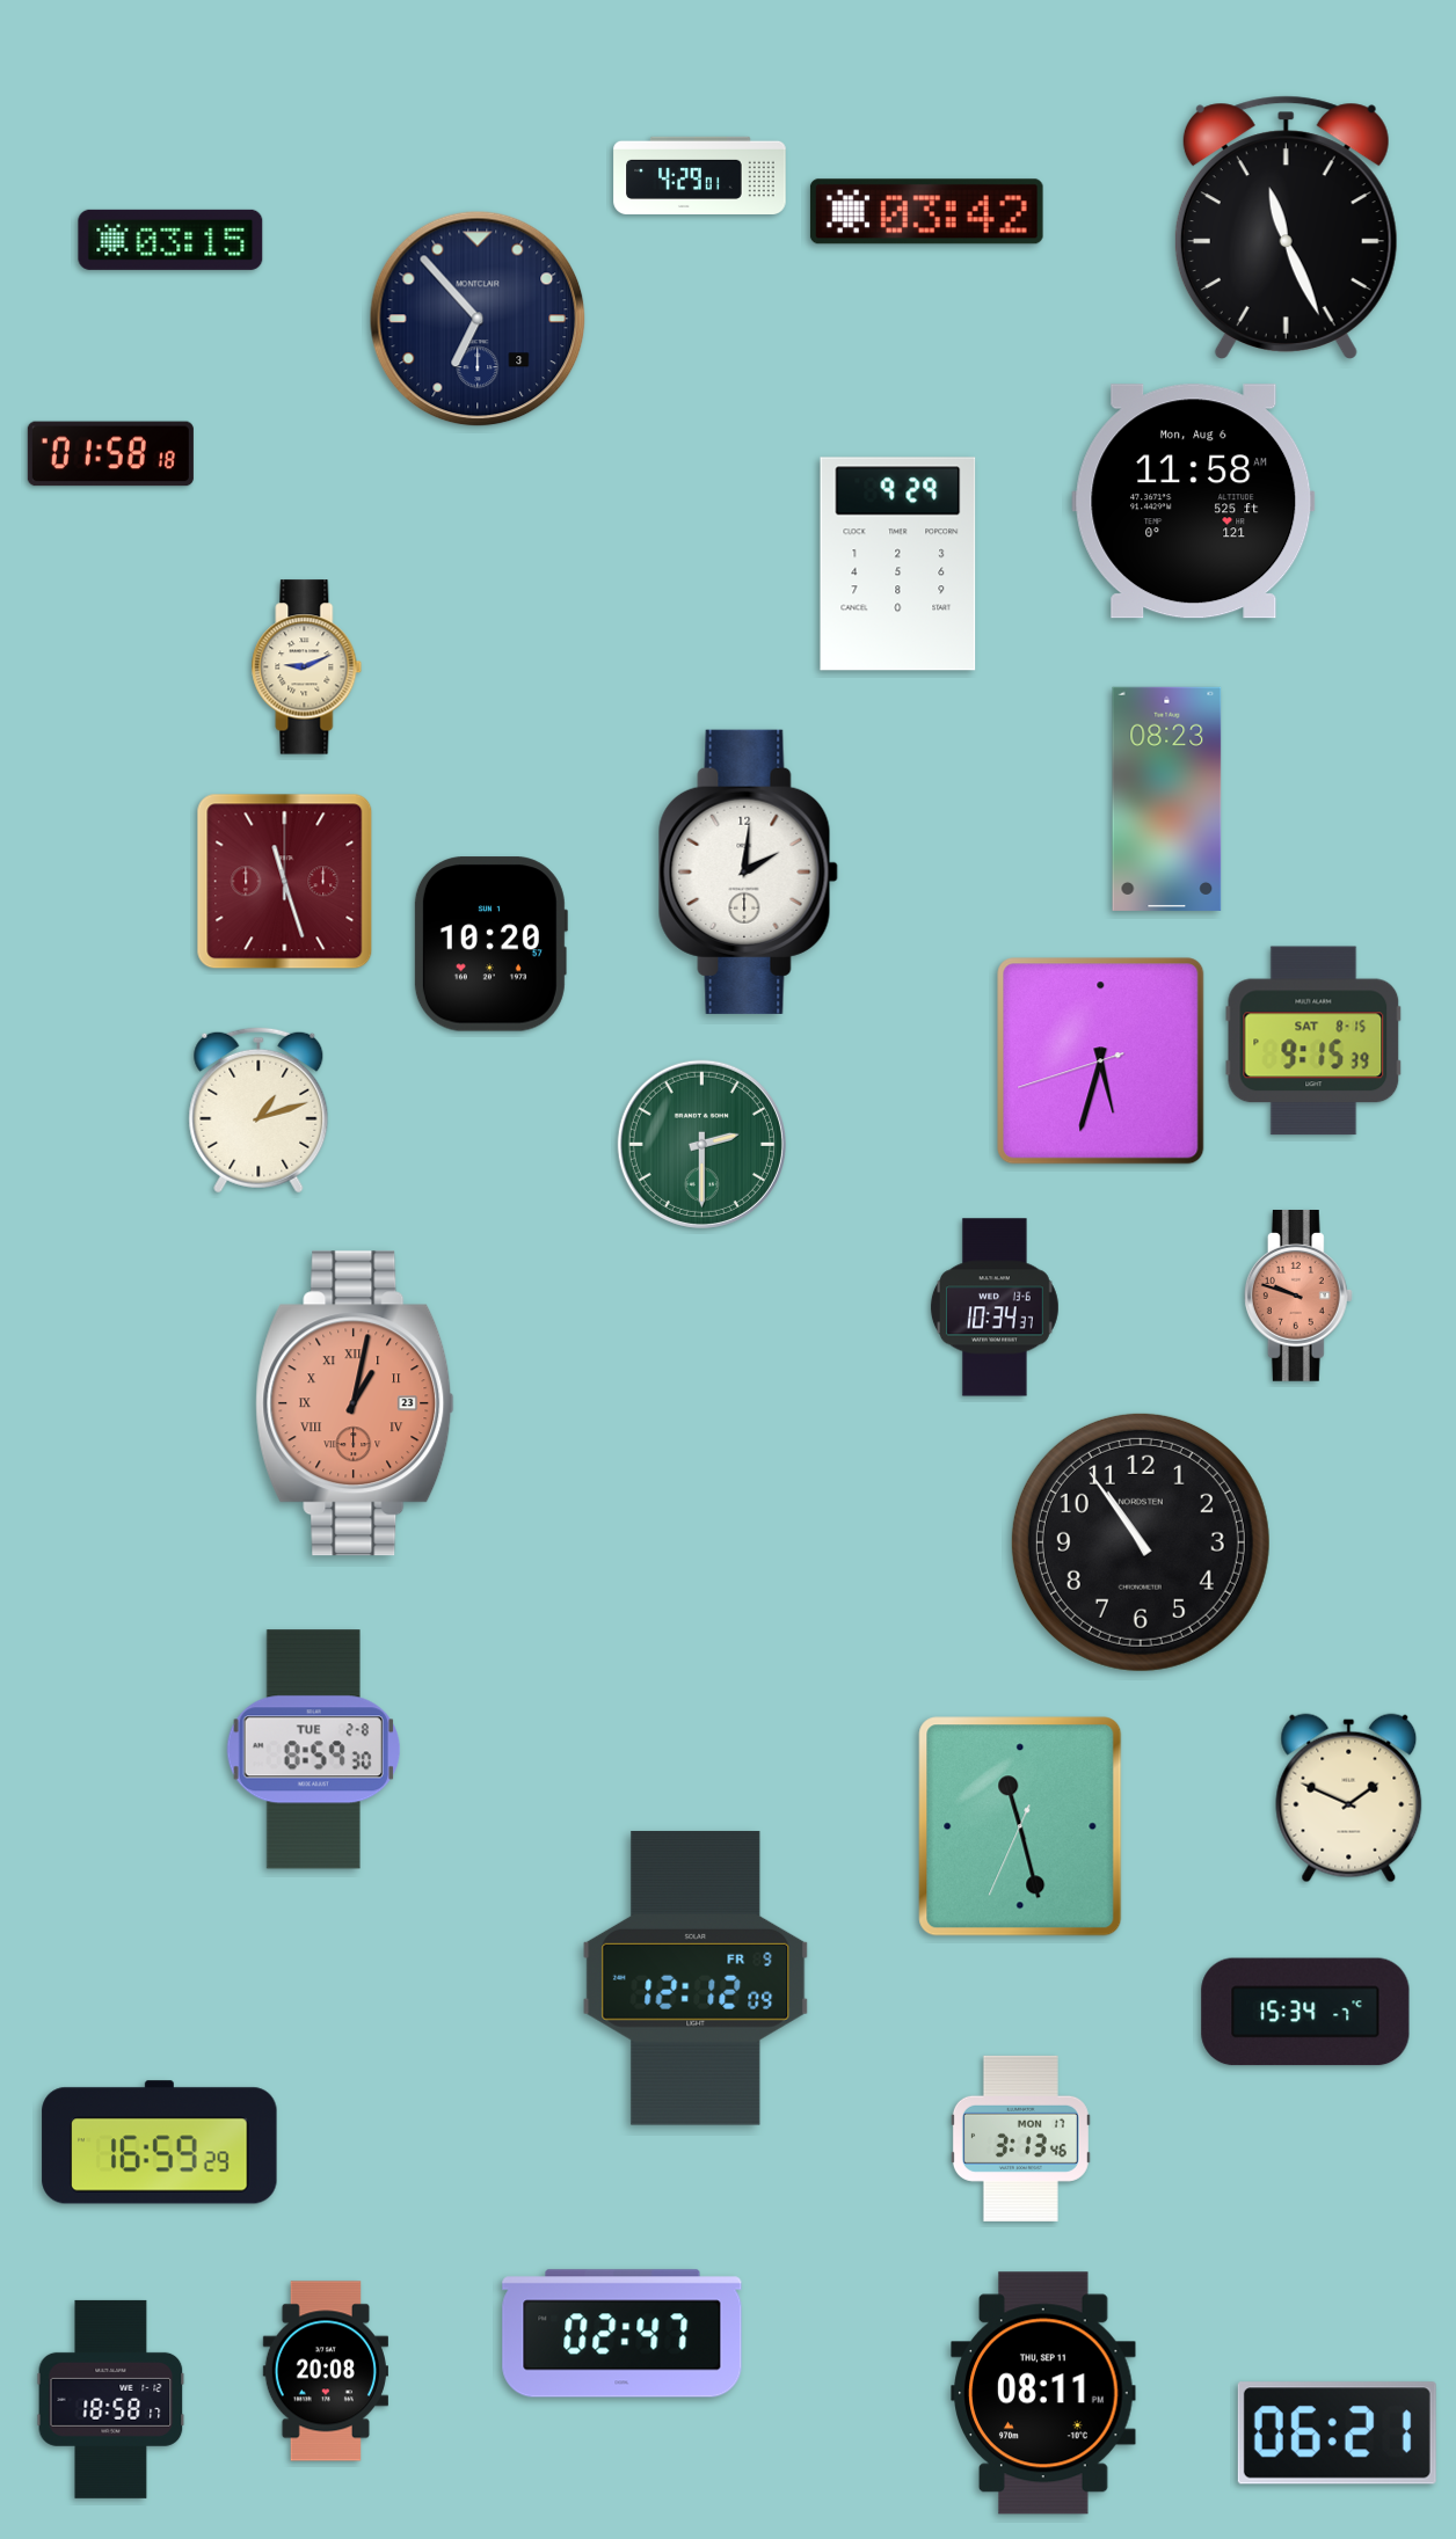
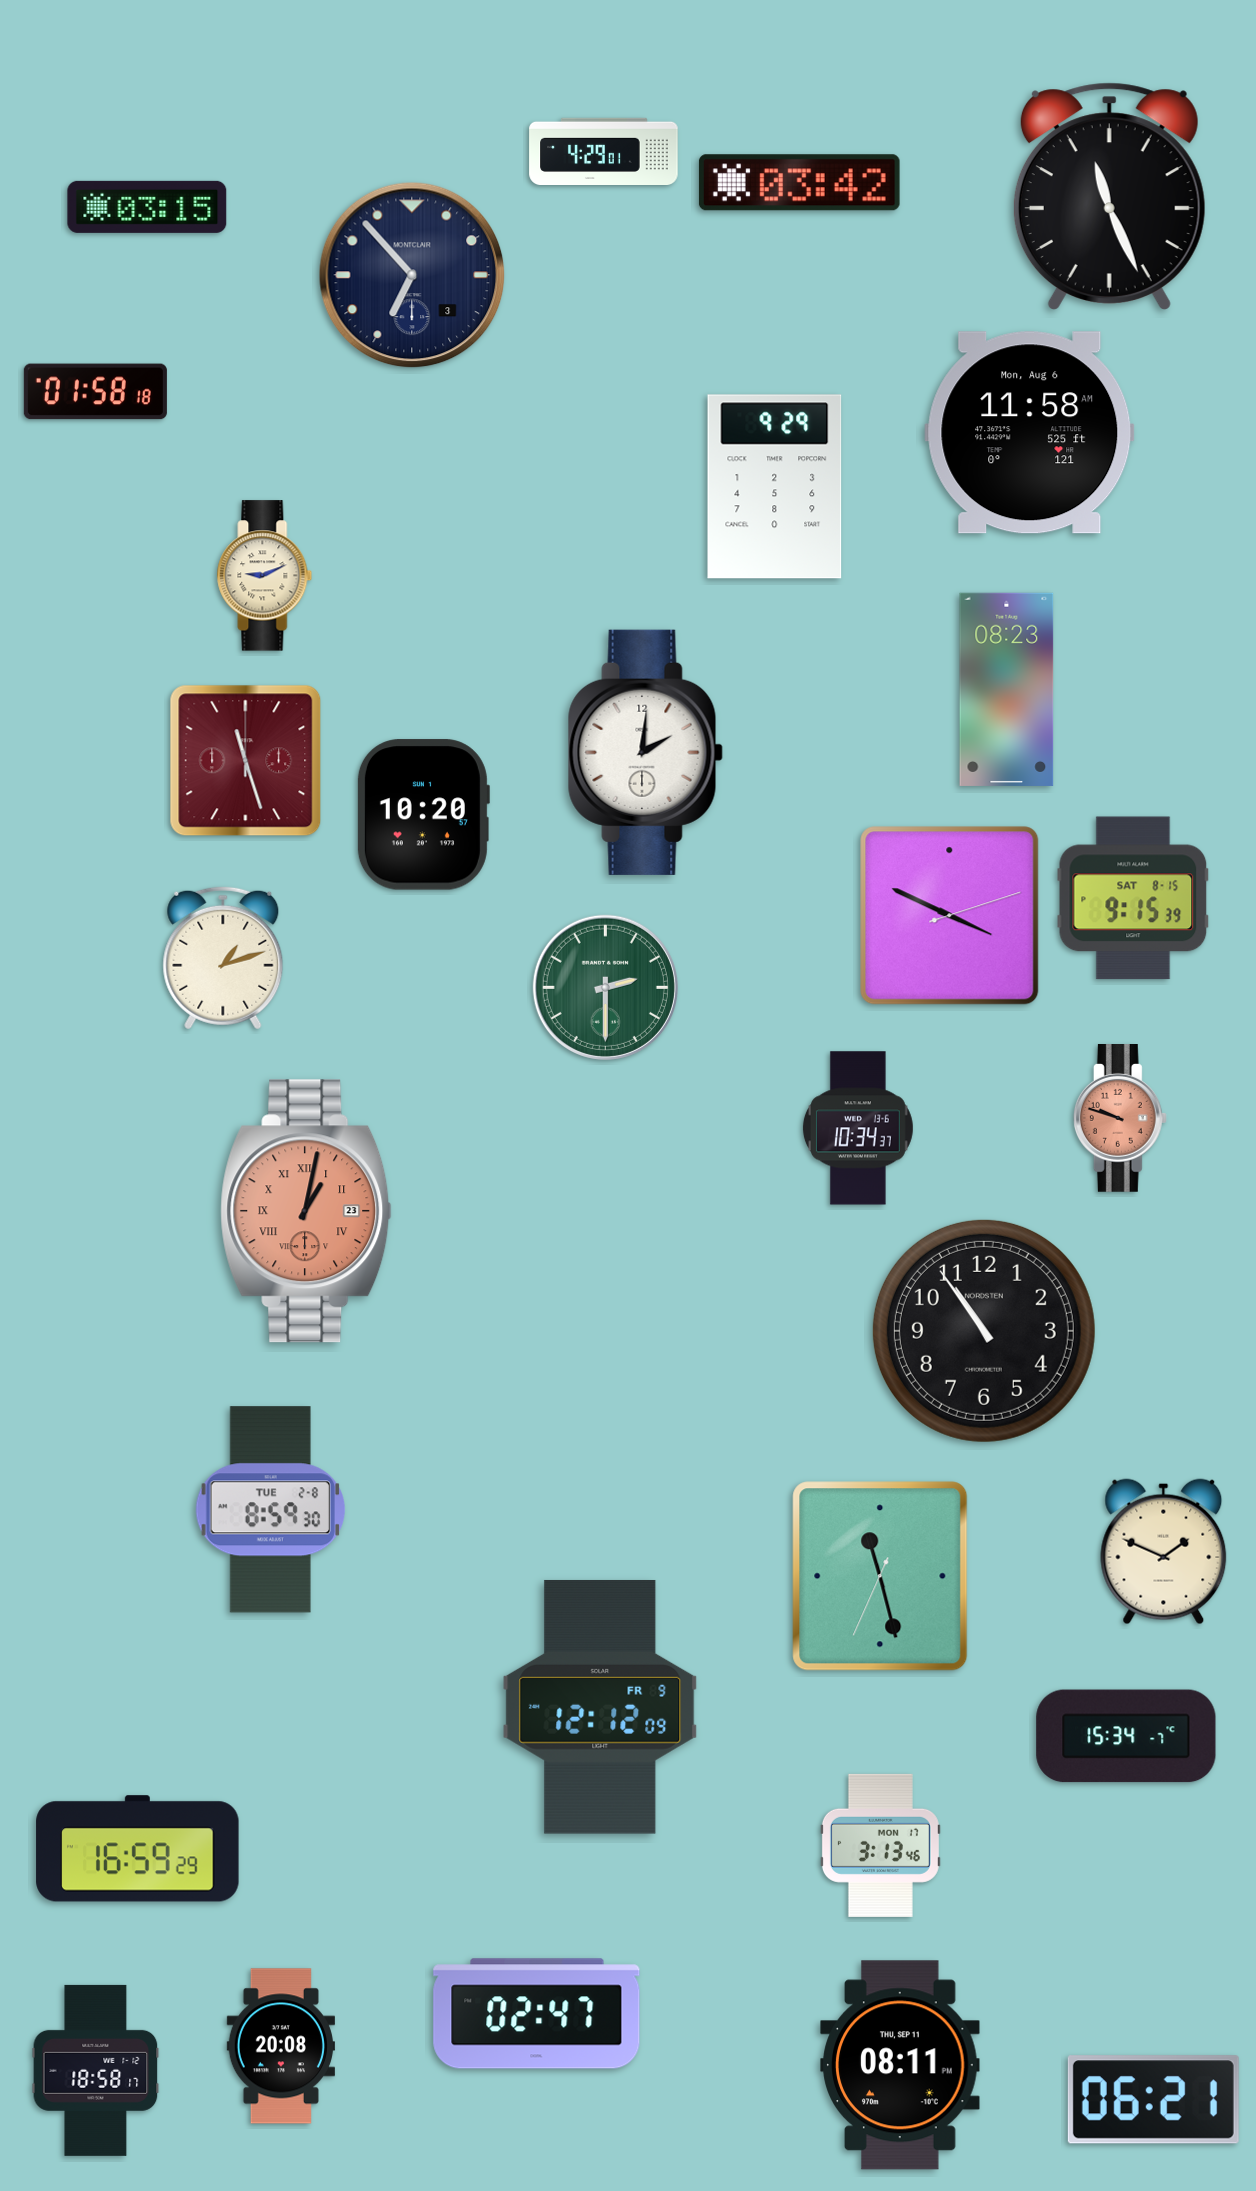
clock at (1101, 1061): 5:32 -> 3:49
